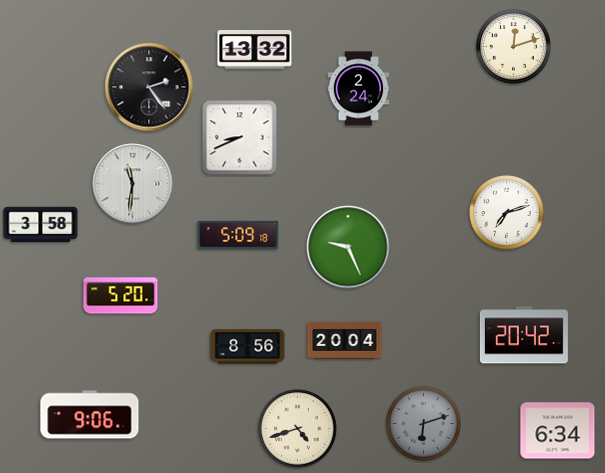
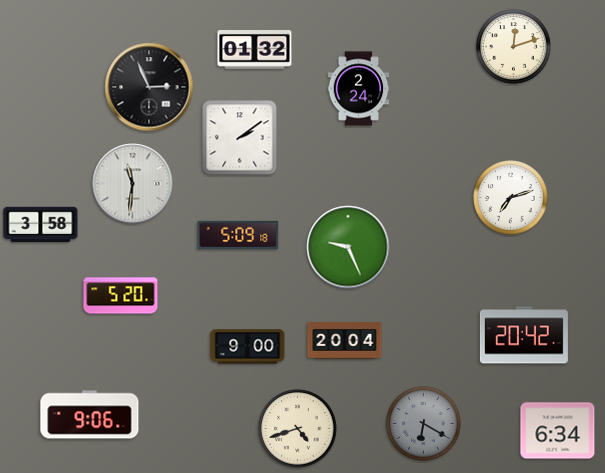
clock at (255, 50): 13:32 -> 01:32
clock at (149, 87): 2:24 -> 2:56
clock at (240, 138): 8:41 -> 2:09
clock at (507, 213) position: (507, 213) -> (511, 198)
clock at (248, 347): 8:56 -> 9:00
clock at (424, 424): 6:12 -> 6:20
